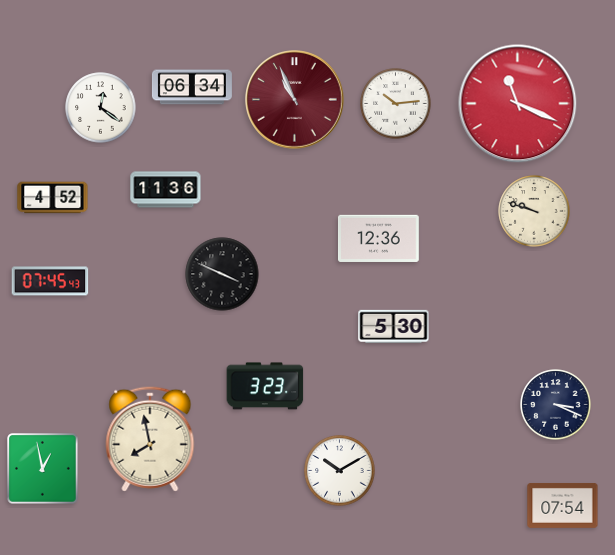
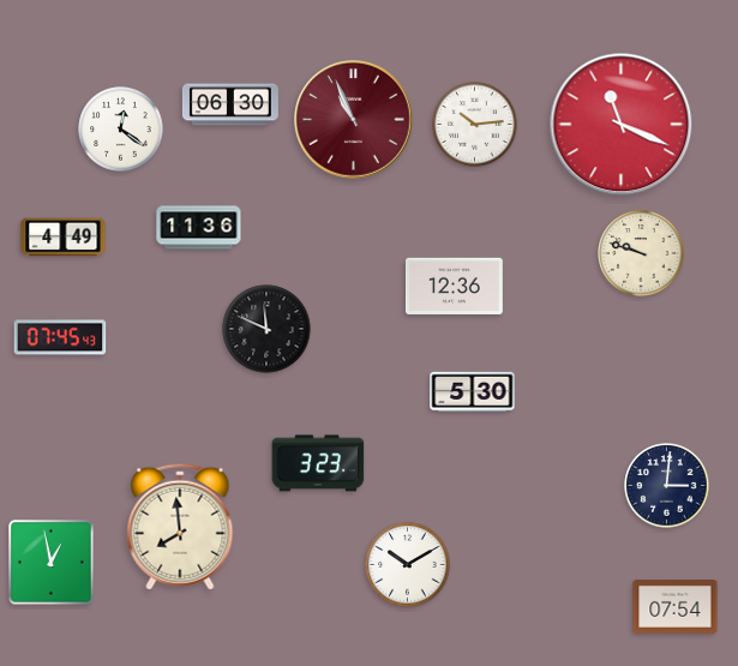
clock at (192, 87): 06:34 -> 06:30
clock at (53, 198): 4:52 -> 4:49
clock at (222, 274): 3:49 -> 11:49
clock at (556, 405): 3:19 -> 3:01
clock at (150, 439): 7:58 -> 7:59
